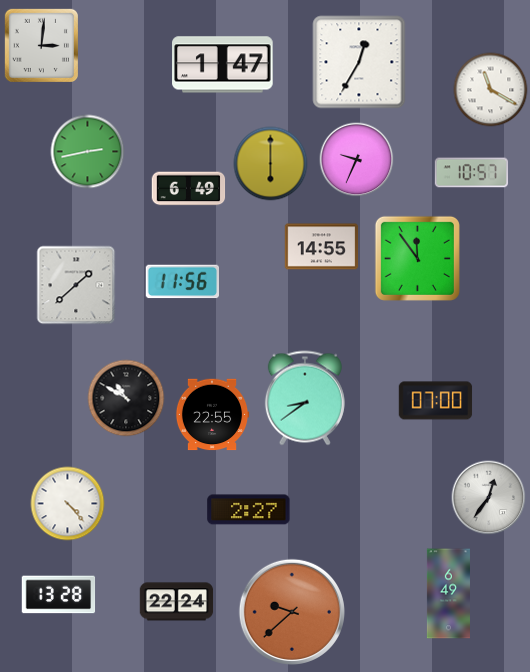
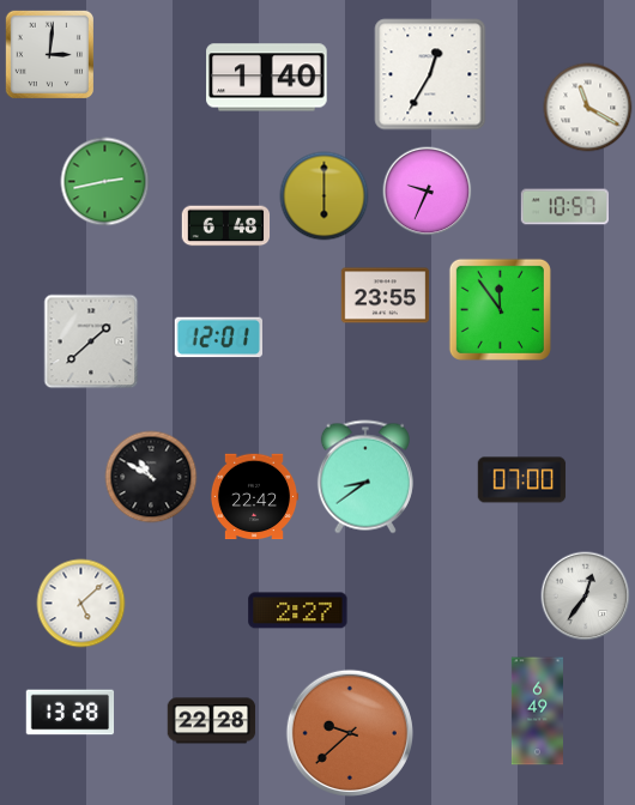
clock at (223, 65): 1:47 -> 1:40
clock at (189, 189): 6:49 -> 6:48
clock at (322, 247): 14:55 -> 23:55
clock at (182, 282): 11:56 -> 12:01
clock at (212, 415): 22:55 -> 22:42
clock at (68, 504): 4:23 -> 5:08
clock at (177, 602): 22:24 -> 22:28
